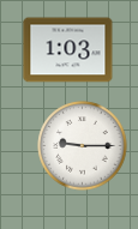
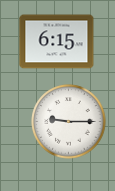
clock at (68, 50): 1:03 -> 6:15
